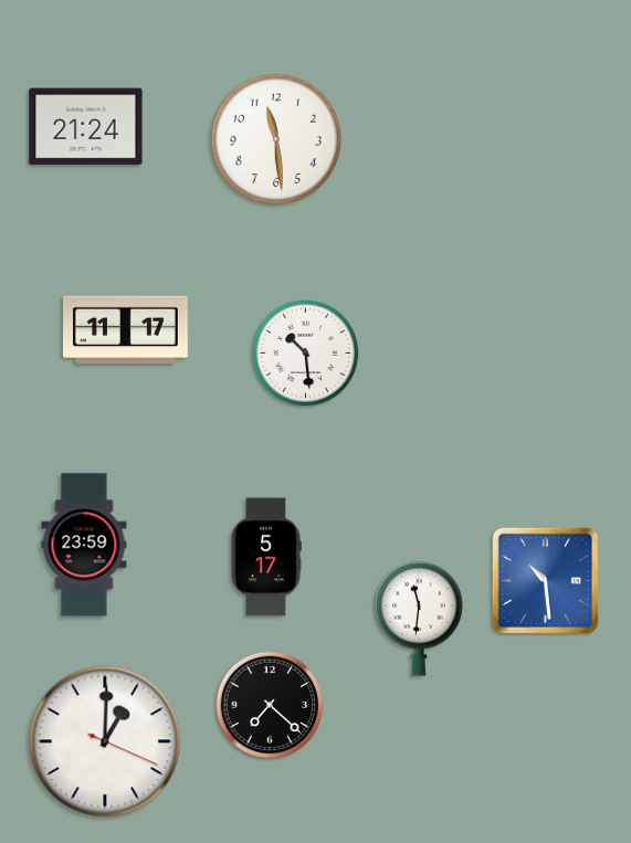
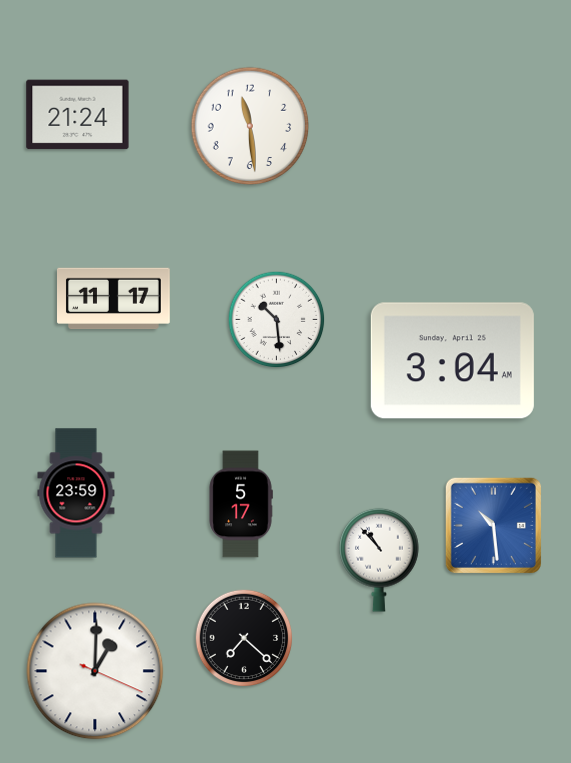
clock at (452, 361): none -> 3:04
clock at (419, 619): 11:31 -> 10:53
